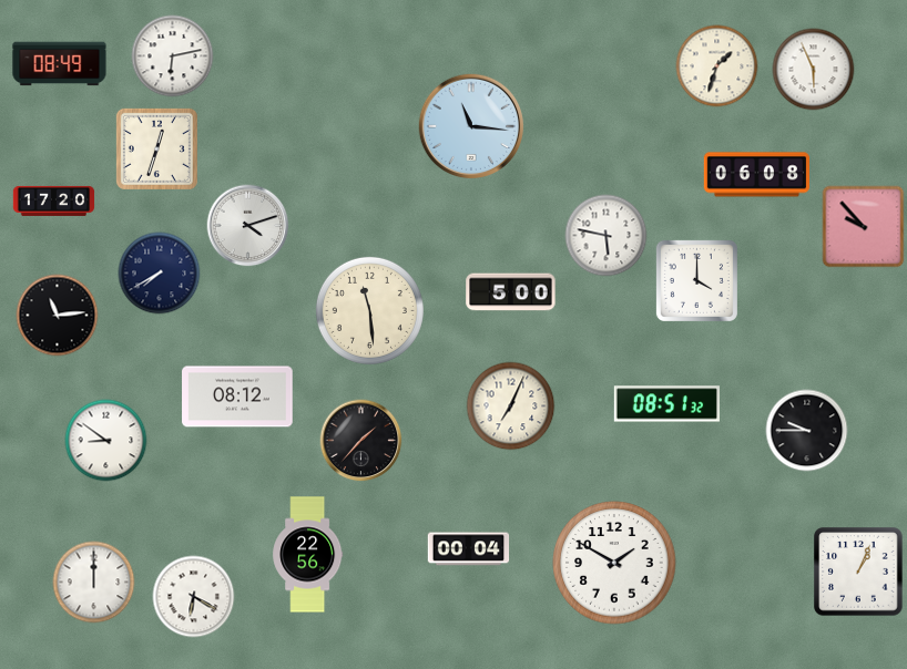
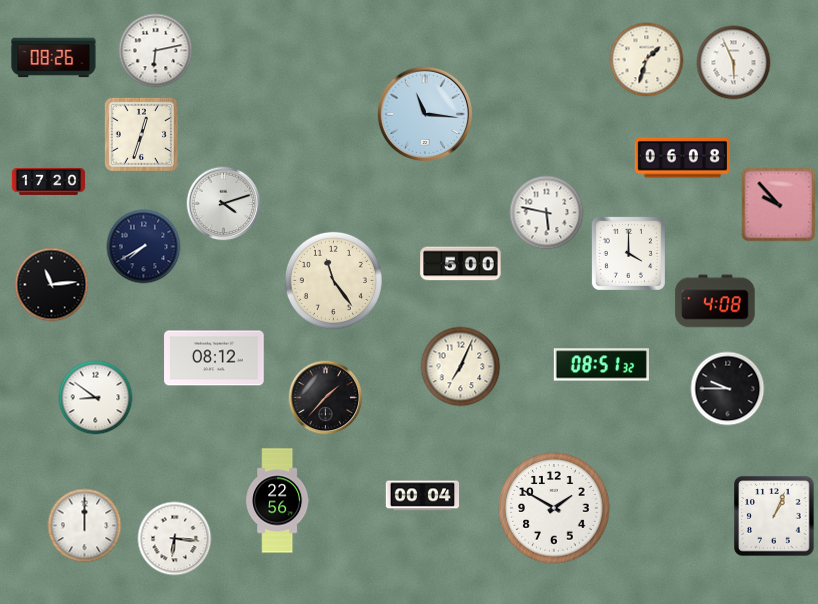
clock at (60, 64): 08:49 -> 08:26
clock at (369, 310): 11:29 -> 11:24
clock at (715, 301): none -> 4:08
clock at (194, 597): 6:20 -> 6:16
